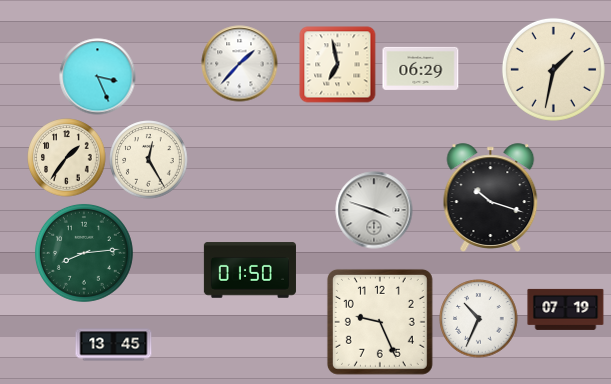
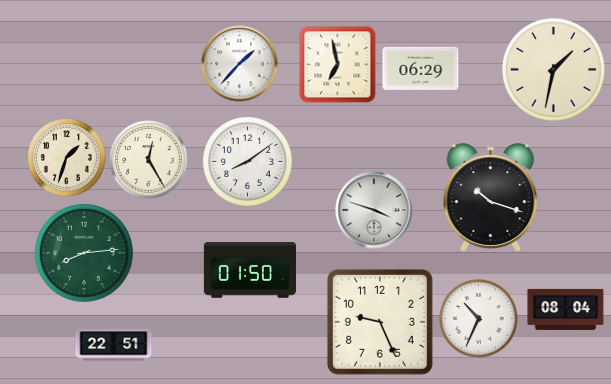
clock at (98, 77): 3:26 -> none
clock at (67, 158): 1:36 -> 1:33
clock at (248, 162): none -> 8:09
clock at (566, 309): 07:19 -> 08:04
clock at (114, 345): 13:45 -> 22:51
